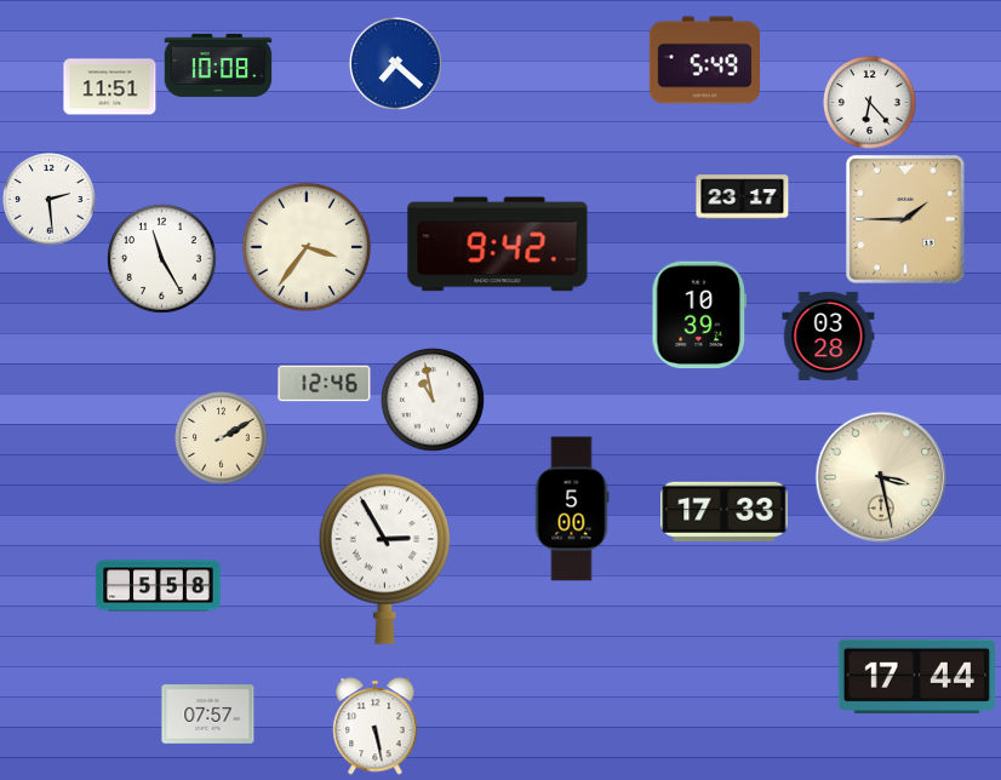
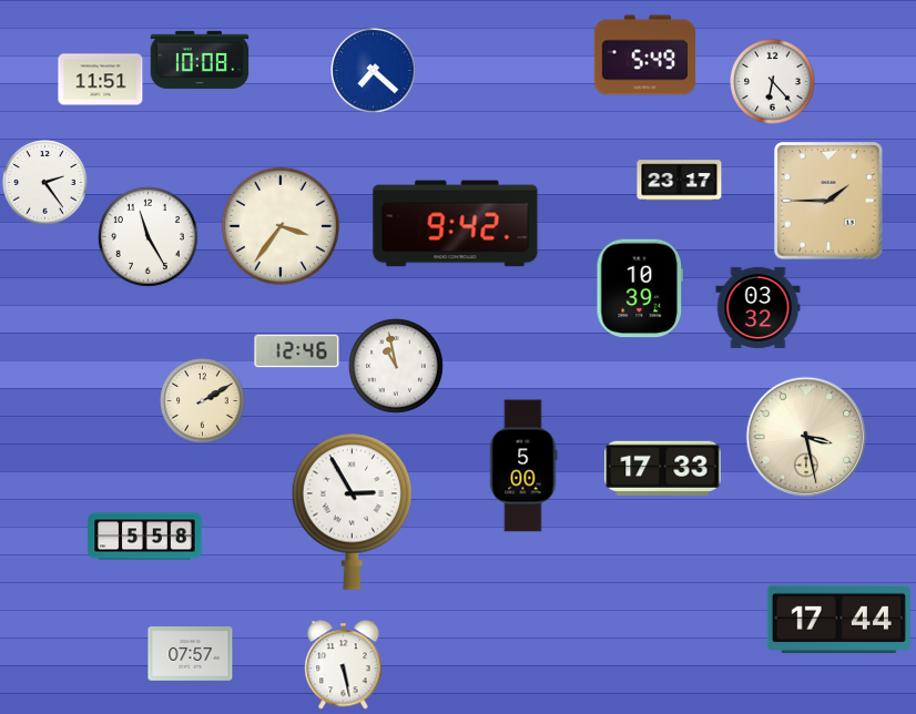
clock at (396, 64) position: (396, 64) -> (374, 71)
clock at (870, 103) position: (870, 103) -> (773, 82)
clock at (50, 200): 2:29 -> 2:24
clock at (829, 335): 03:28 -> 03:32
